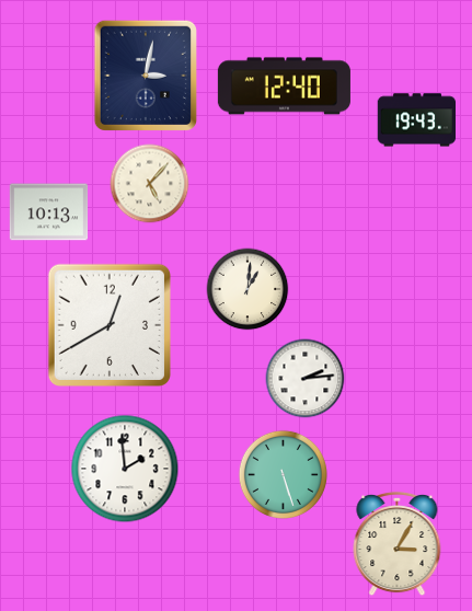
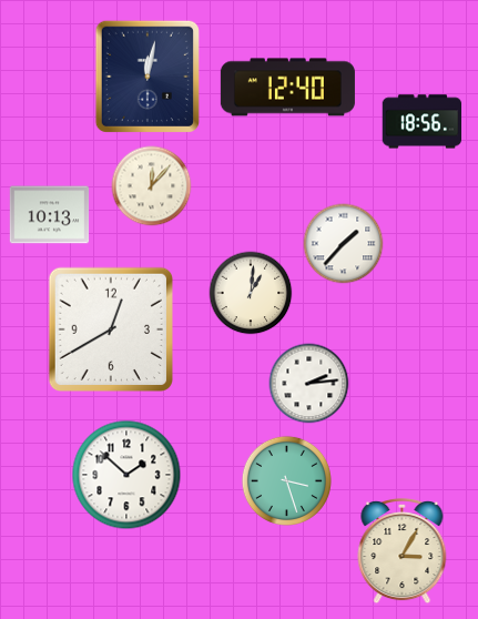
clock at (146, 76): 3:02 -> 12:02
clock at (417, 120): 19:43 -> 18:56
clock at (150, 184): 5:07 -> 12:07
clock at (344, 244): none -> 1:37
clock at (125, 469): 1:59 -> 1:52
clock at (283, 474): 5:27 -> 3:27
